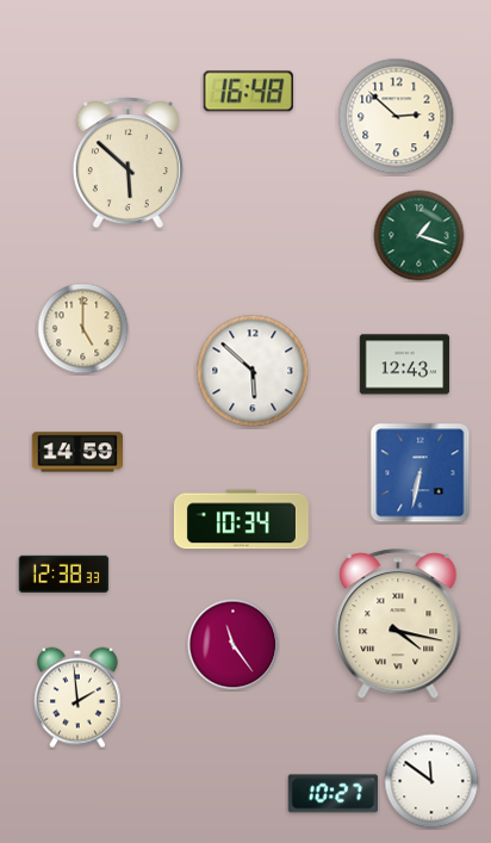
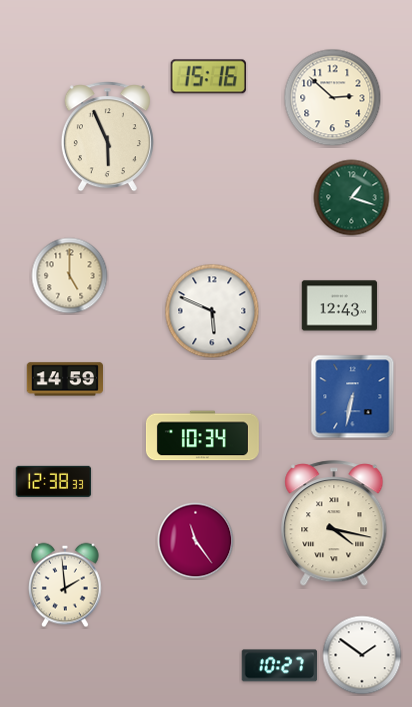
clock at (248, 92): 16:48 -> 15:16
clock at (128, 163): 5:52 -> 5:56
clock at (253, 371): 5:52 -> 5:49
clock at (431, 781): 11:51 -> 1:51
